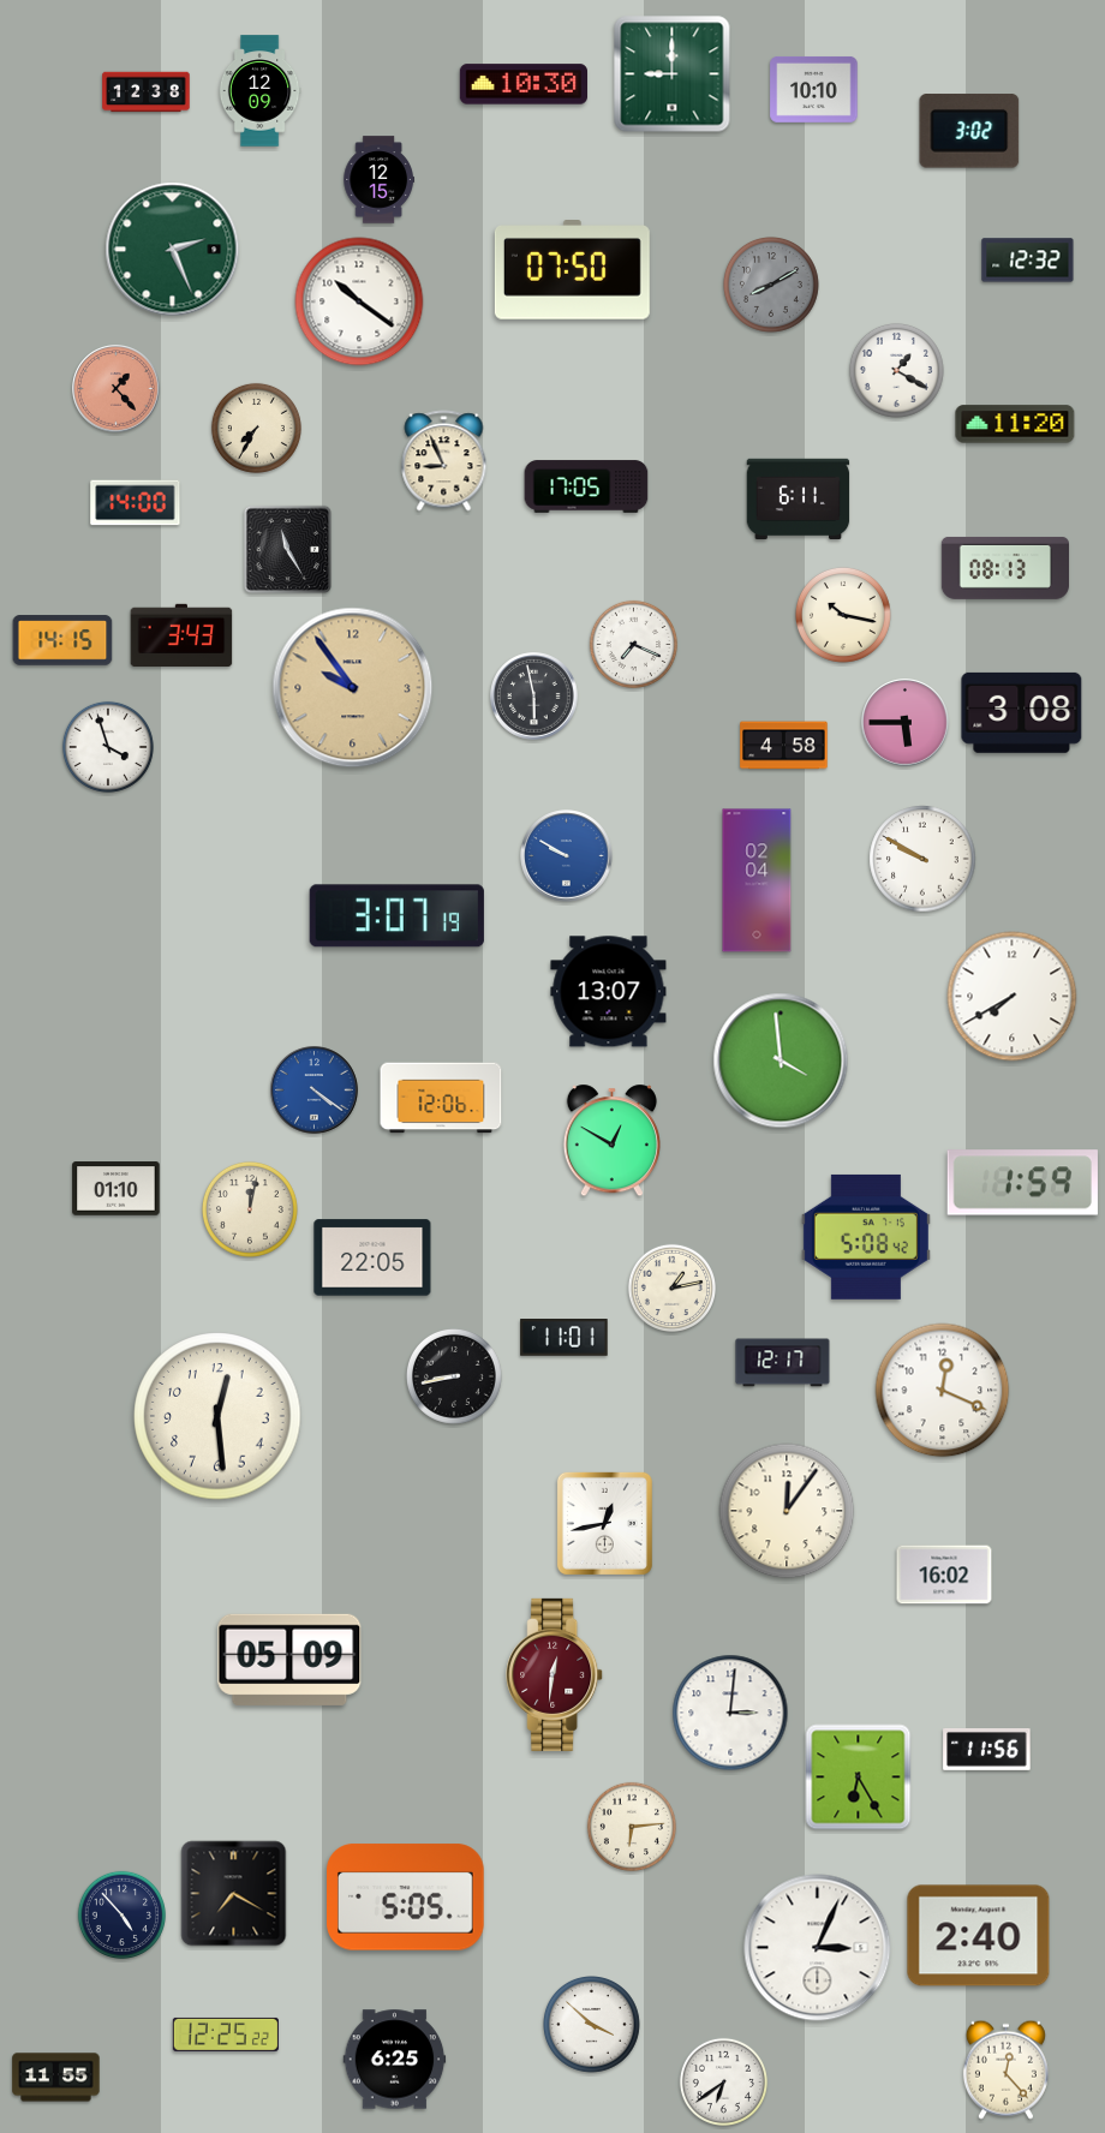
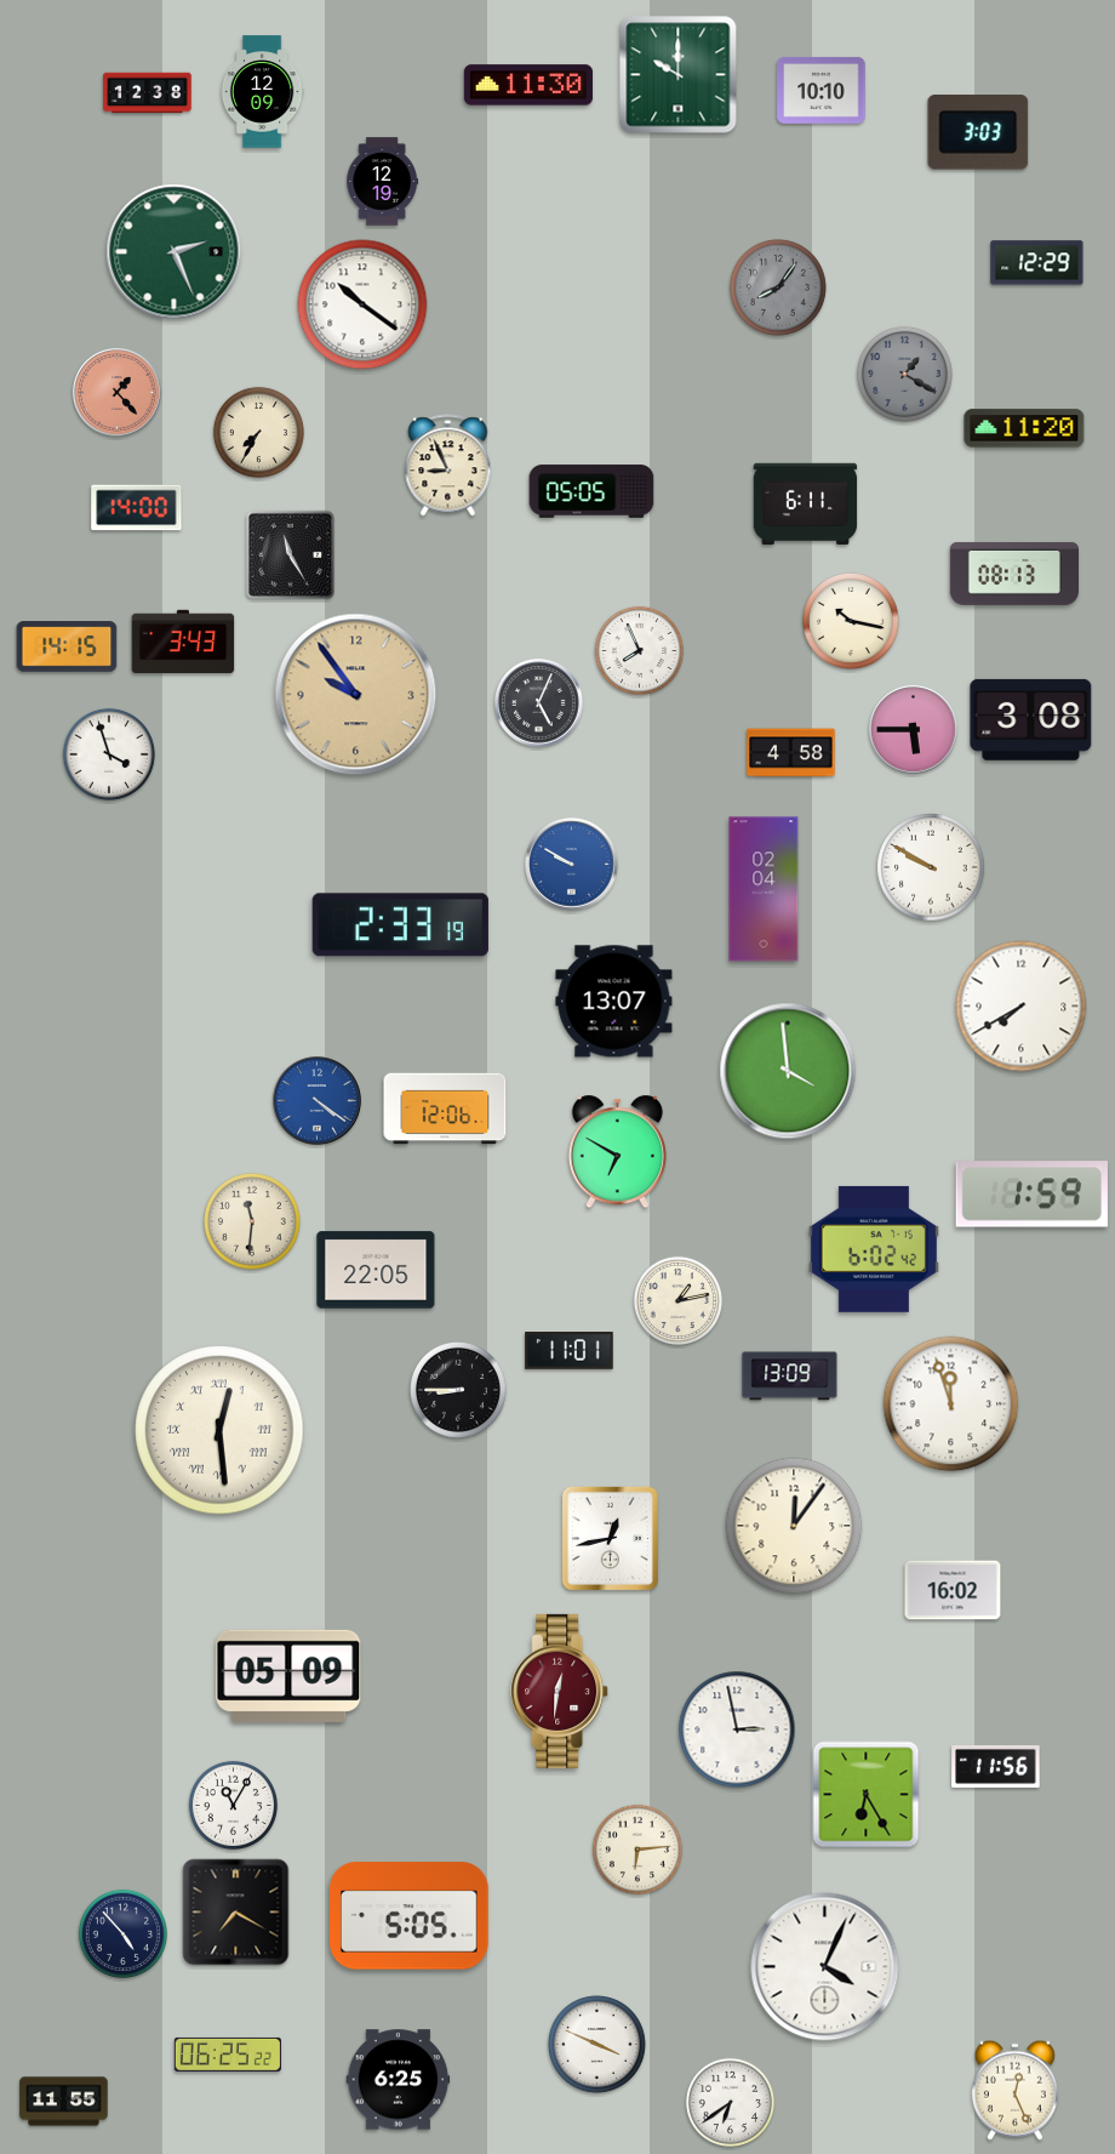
clock at (673, 74): 9:00 -> 10:00
clock at (522, 84): 10:30 -> 11:30
clock at (969, 131): 3:02 -> 3:03
clock at (378, 180): 12:15 -> 12:19
clock at (1028, 261): 12:32 -> 12:29
clock at (572, 270): 07:50 -> none
clock at (771, 285): 8:10 -> 8:06
clock at (896, 370) dial: white -> grey
clock at (586, 486): 17:05 -> 05:05
clock at (62, 640) position: (62, 640) -> (67, 646)
clock at (633, 644): 7:19 -> 7:56
clock at (534, 697): 5:58 -> 5:04
clock at (396, 916): 3:07 -> 2:33
clock at (611, 1141): 12:50 -> 6:50
clock at (117, 1189): 01:10 -> none
clock at (250, 1209): 12:02 -> 11:31
clock at (866, 1237): 5:08 -> 6:02
clock at (783, 1363): 12:17 -> 13:09
clock at (454, 1376): 8:43 -> 8:45
clock at (943, 1391): 12:19 -> 11:57
clock at (217, 1416) numerals: Arabic -> Roman
clock at (289, 1660) position: (289, 1660) -> (288, 1676)
clock at (730, 1713): 3:01 -> 2:58
clock at (233, 1805): none -> 11:05
clock at (632, 1827) position: (632, 1827) -> (637, 1850)
clock at (979, 1936): 2:40 -> none
clock at (818, 1948): 3:04 -> 4:04
clock at (592, 2025): 3:52 -> 3:49
clock at (226, 2035): 12:25 -> 06:25
clock at (1005, 2069): 12:23 -> 12:26
clock at (56, 2078) position: (56, 2078) -> (64, 2102)
